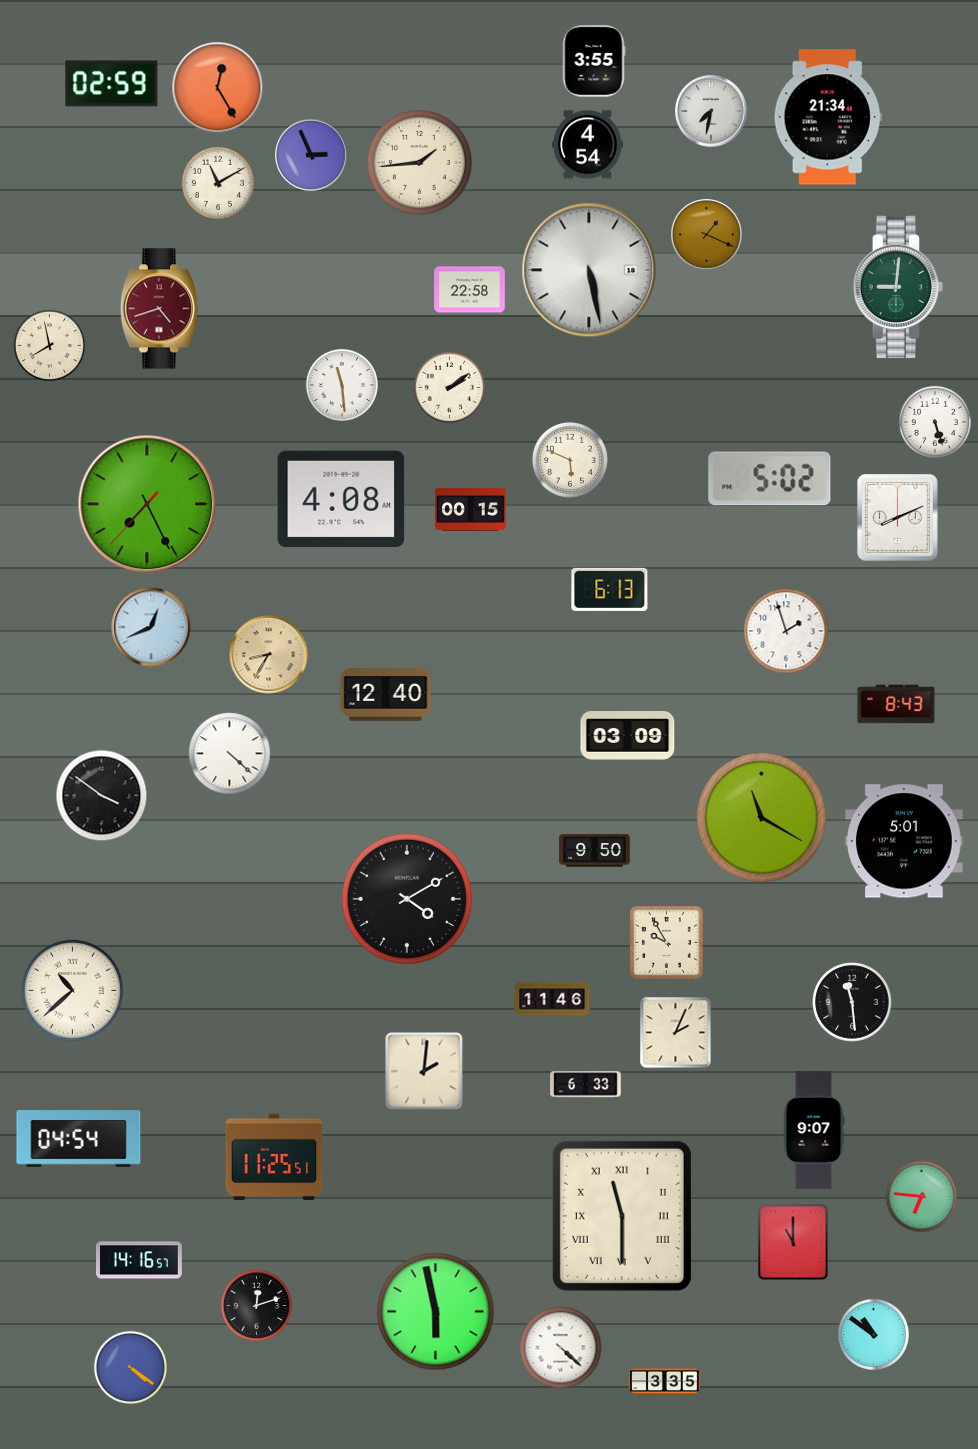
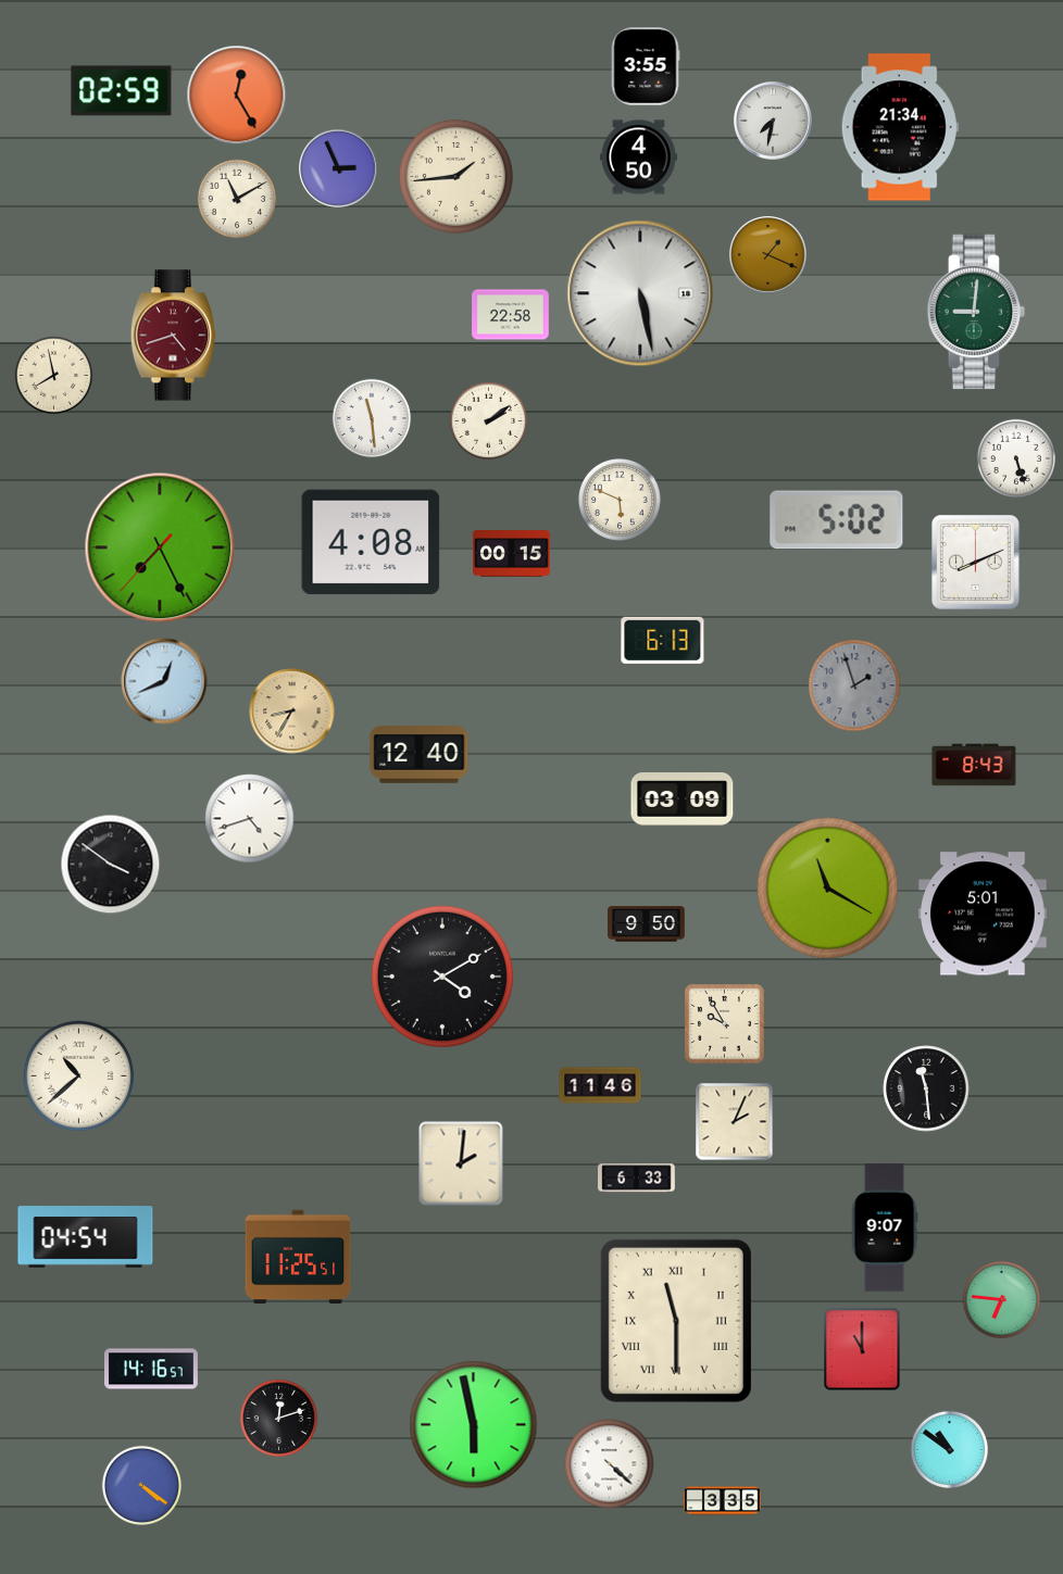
clock at (588, 145): 4:54 -> 4:50
clock at (786, 631) dial: white -> grey
clock at (230, 754): 4:22 -> 4:42
